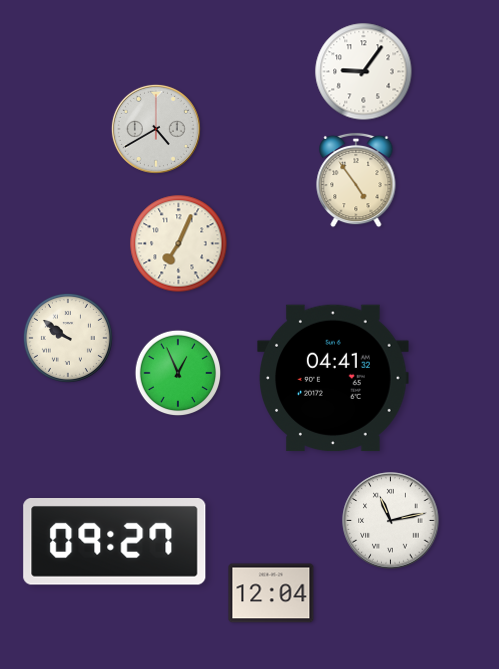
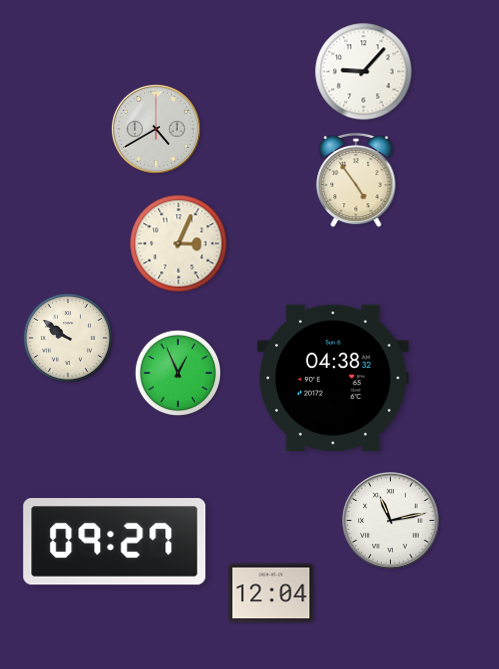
clock at (364, 72): 9:06 -> 9:07
clock at (179, 244): 7:04 -> 3:04
clock at (333, 378): 04:41 -> 04:38
